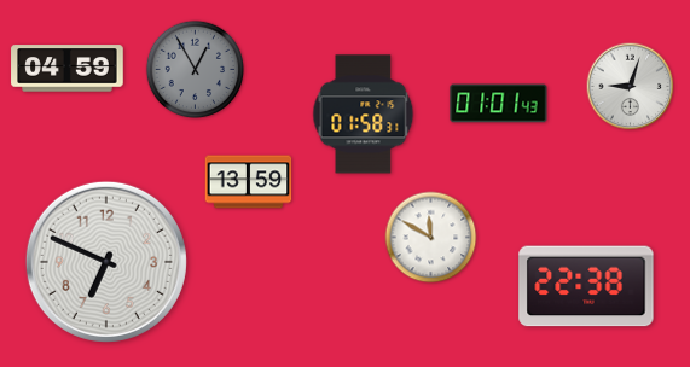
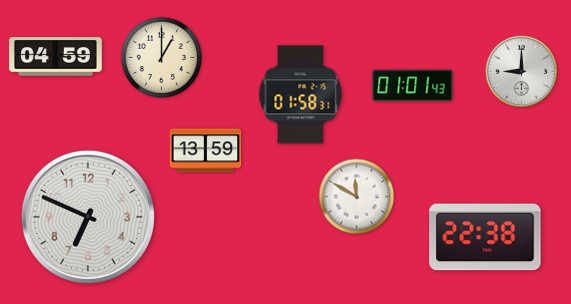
clock at (196, 70): 12:55 -> 1:00
clock at (196, 70) dial: grey -> cream
clock at (631, 87): 9:03 -> 9:00
